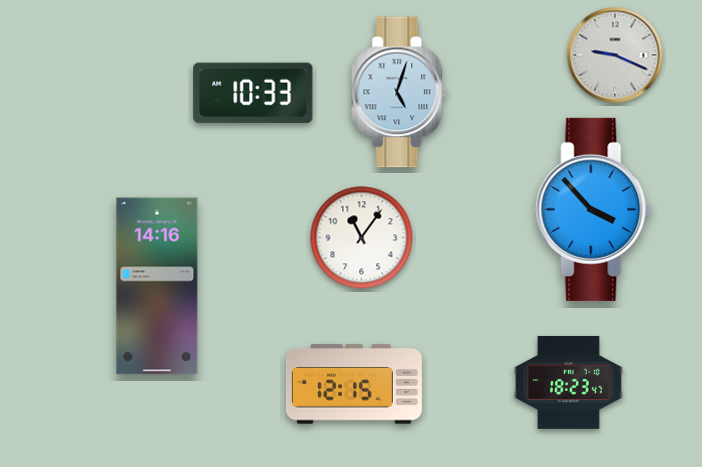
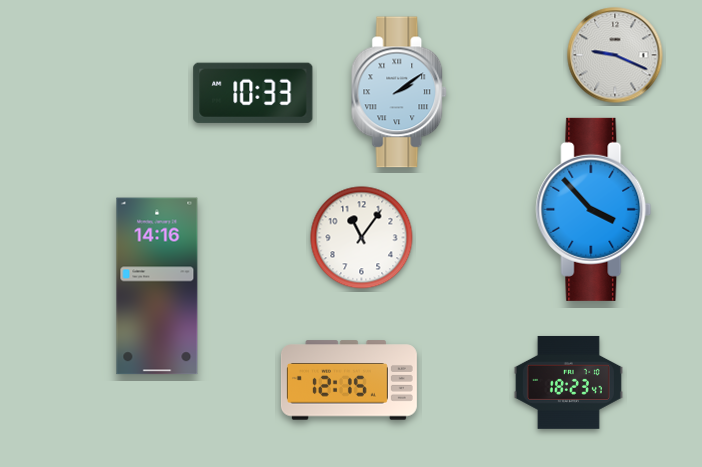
clock at (400, 92): 5:03 -> 2:09
clock at (354, 384) position: (354, 384) -> (349, 380)
